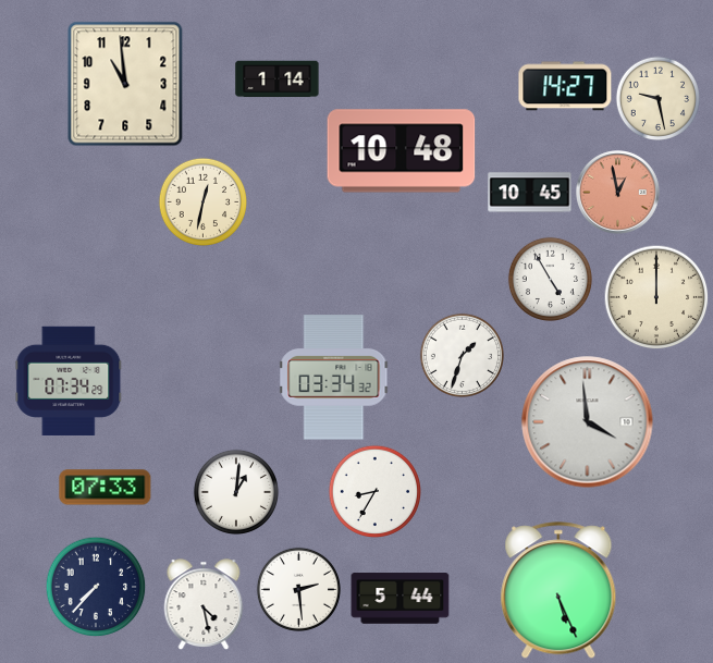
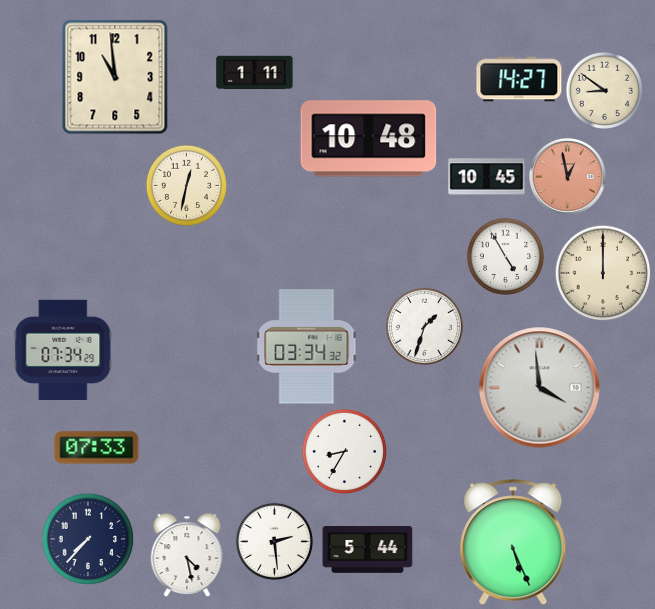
clock at (278, 79): 1:14 -> 1:11
clock at (657, 98): 9:28 -> 8:51
clock at (236, 492): 1:01 -> none
